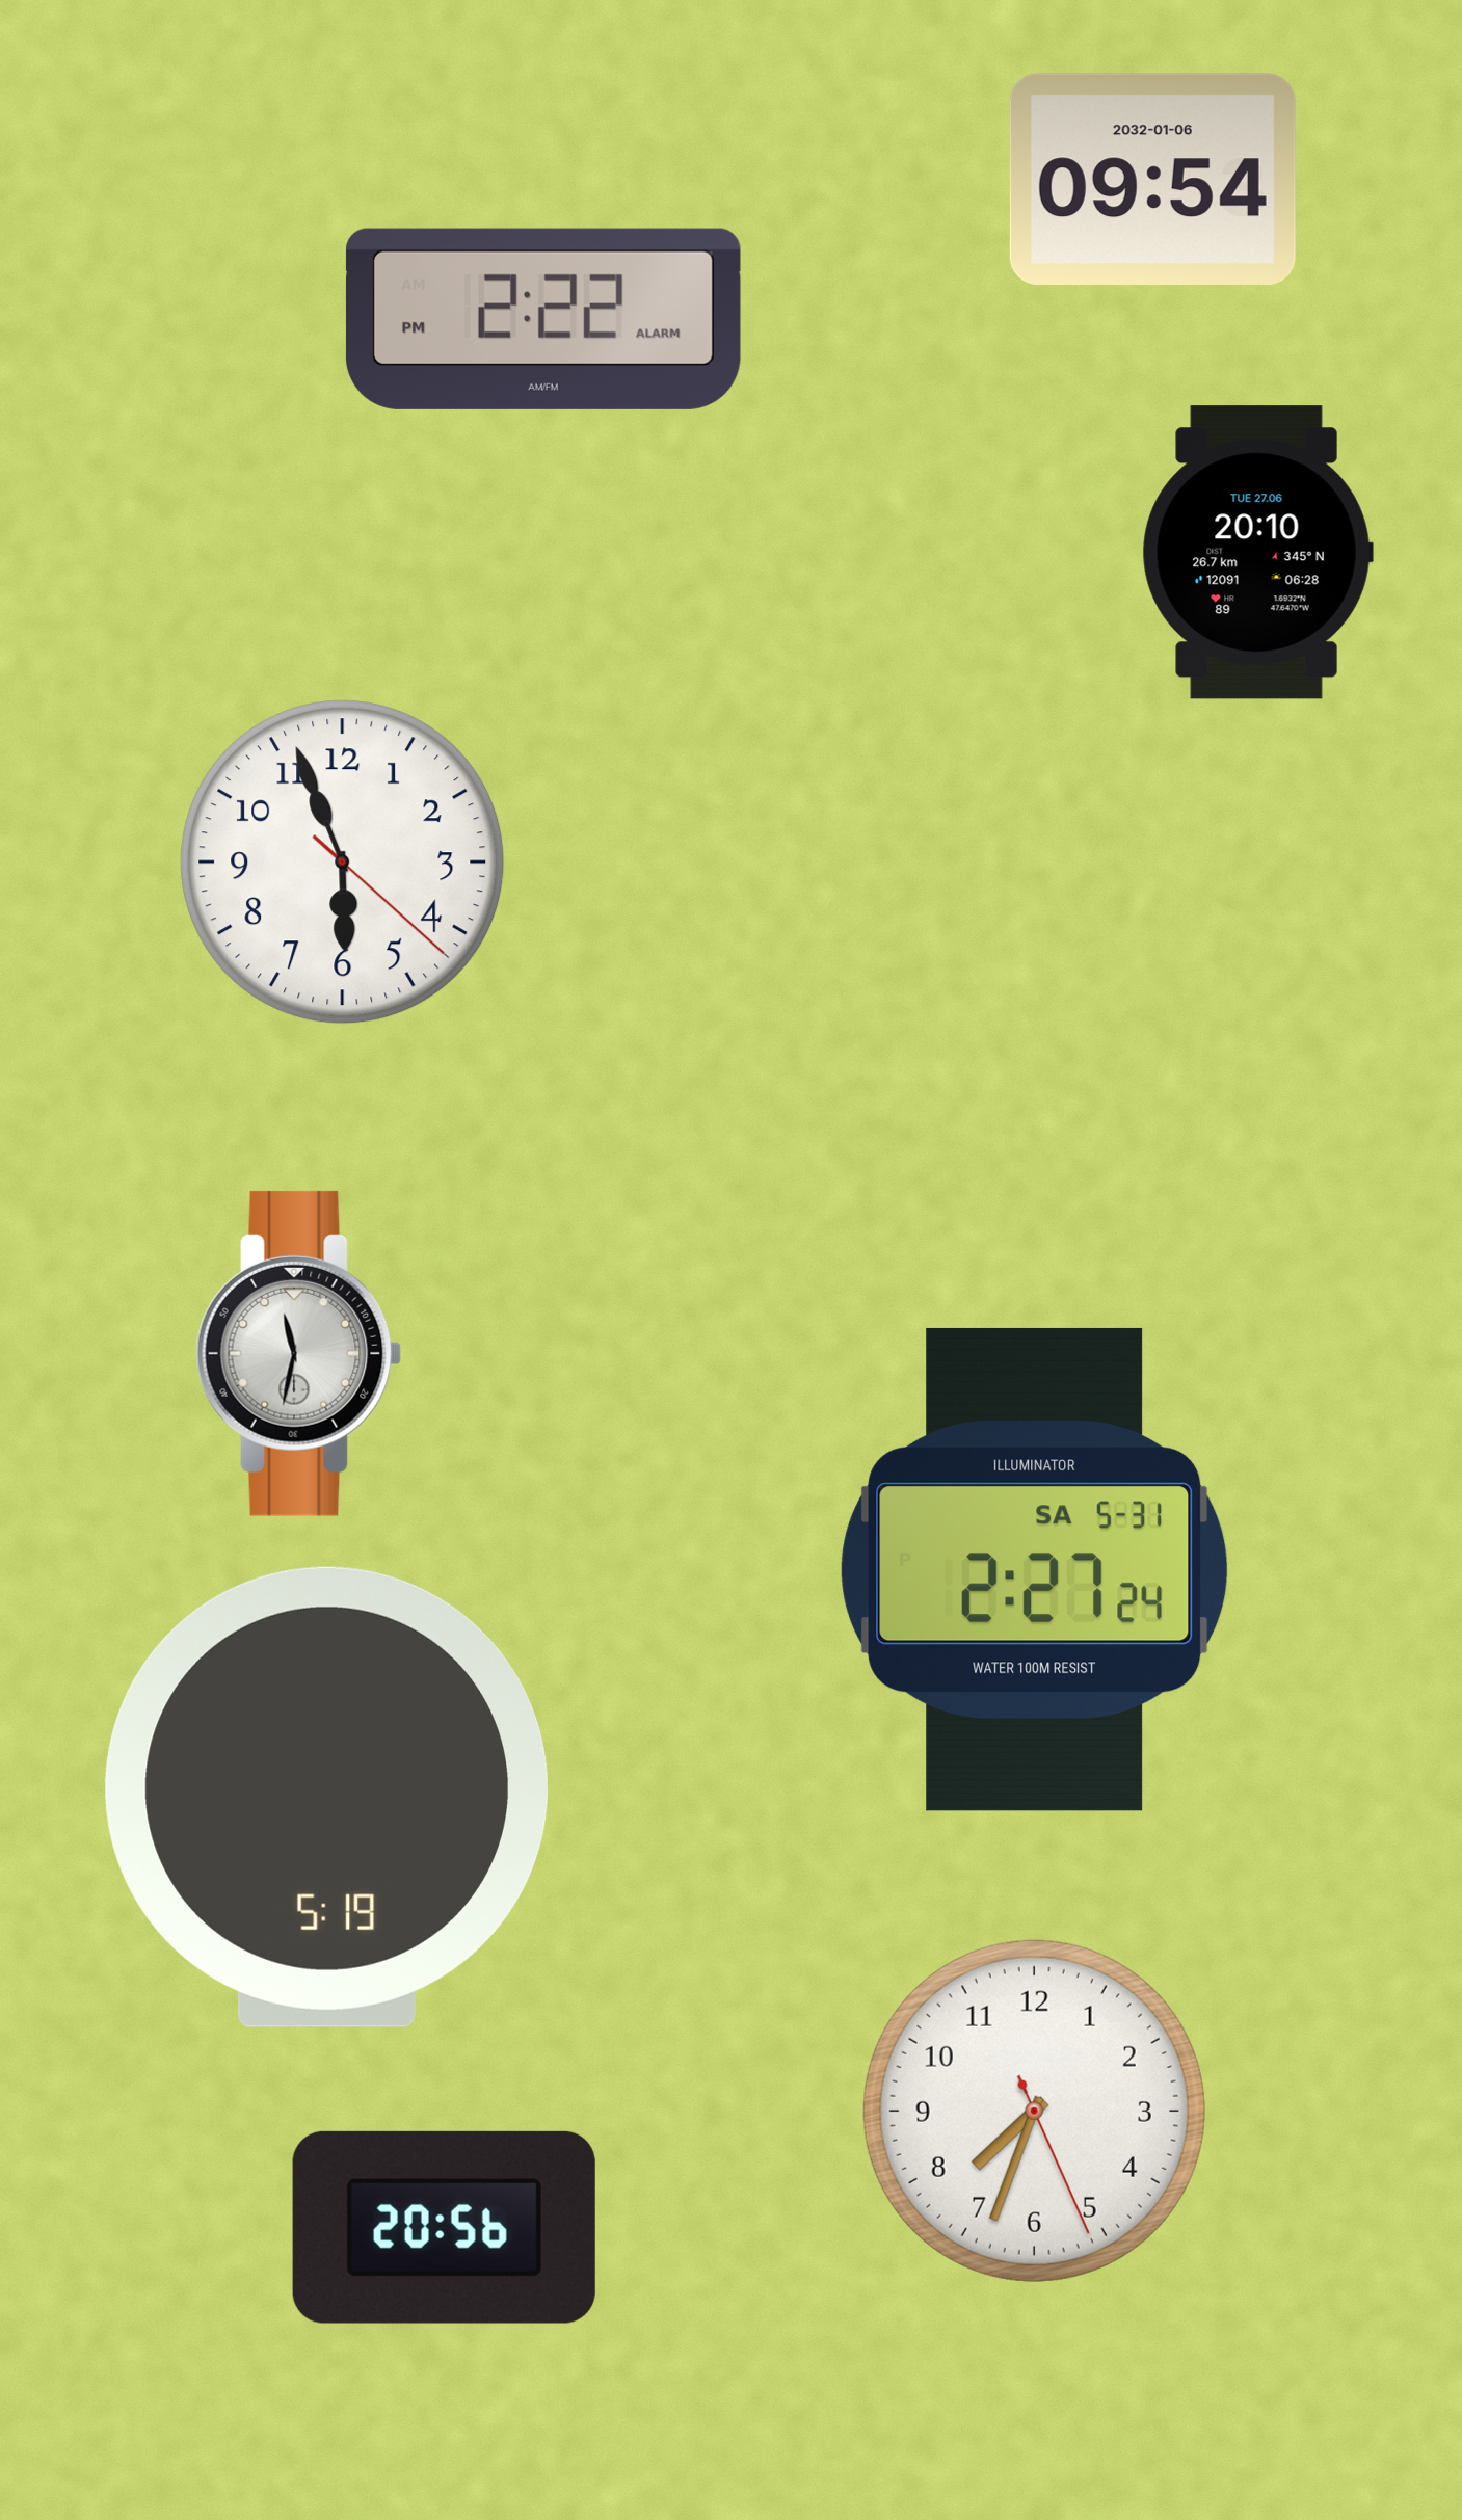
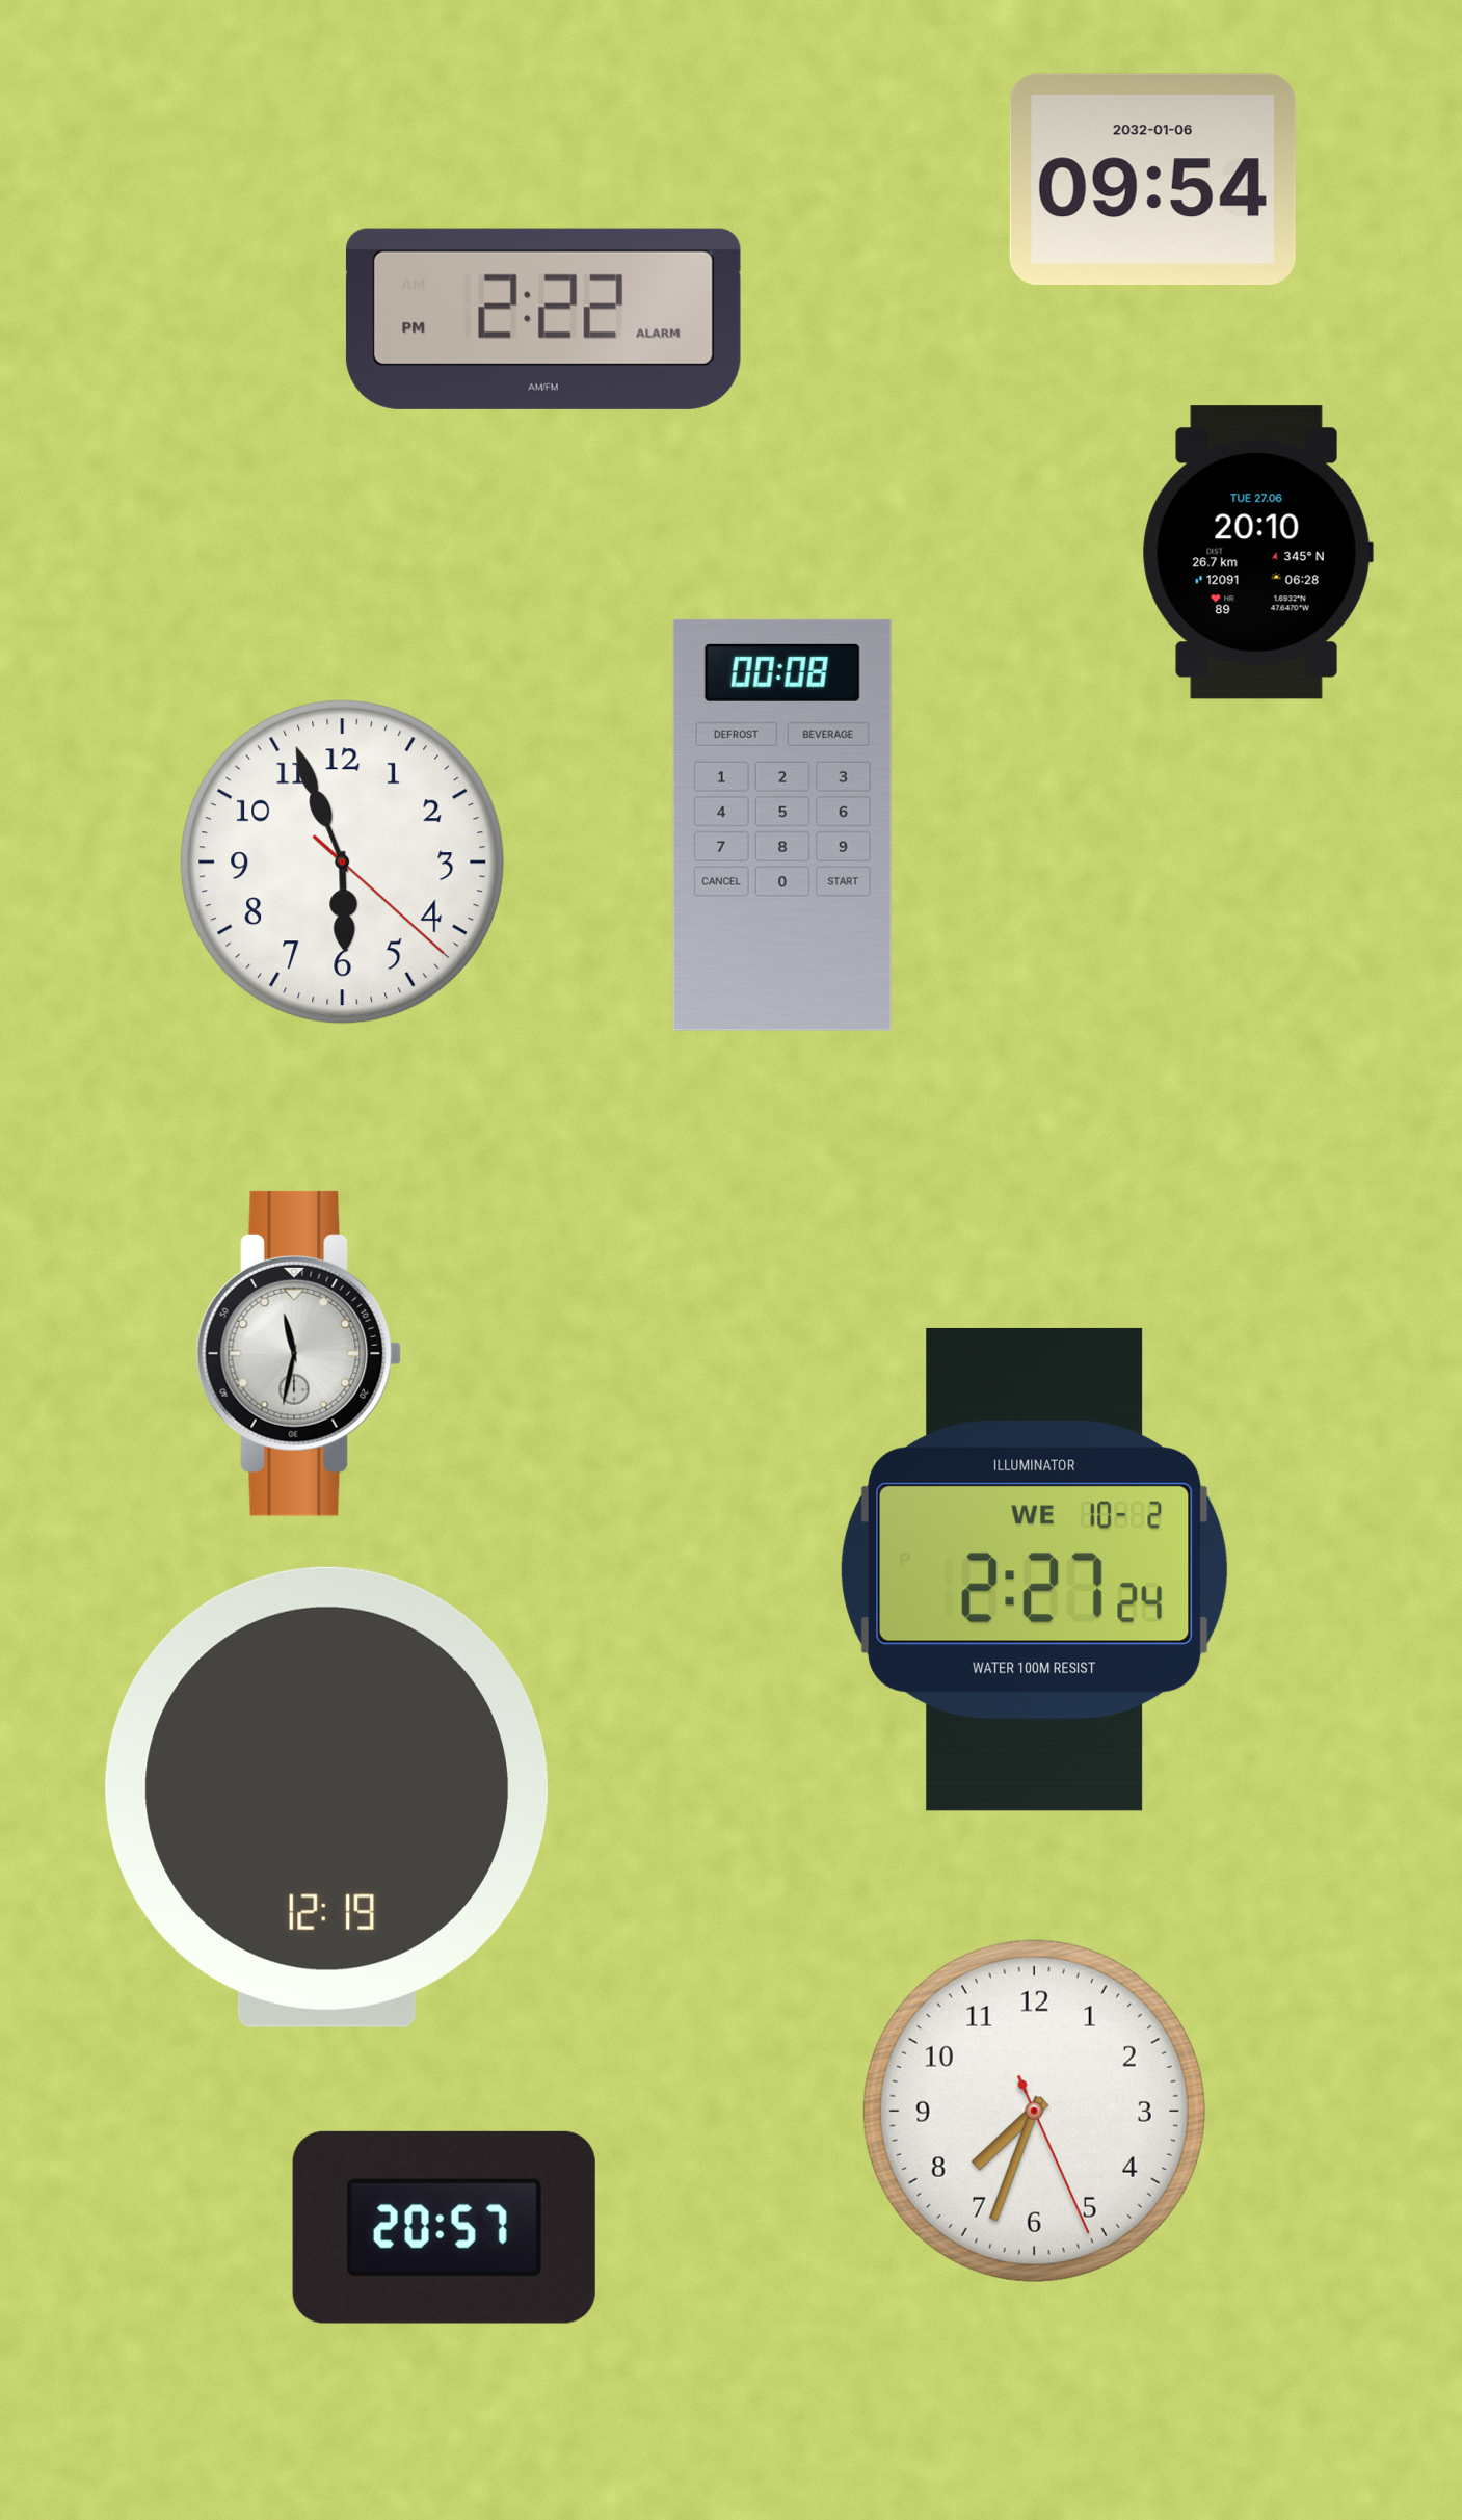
clock at (782, 825): none -> 00:08
clock at (1035, 1569) date: SA 5-31 -> WE 10-2
clock at (326, 1797): 5:19 -> 12:19
clock at (444, 2227): 20:56 -> 20:57
